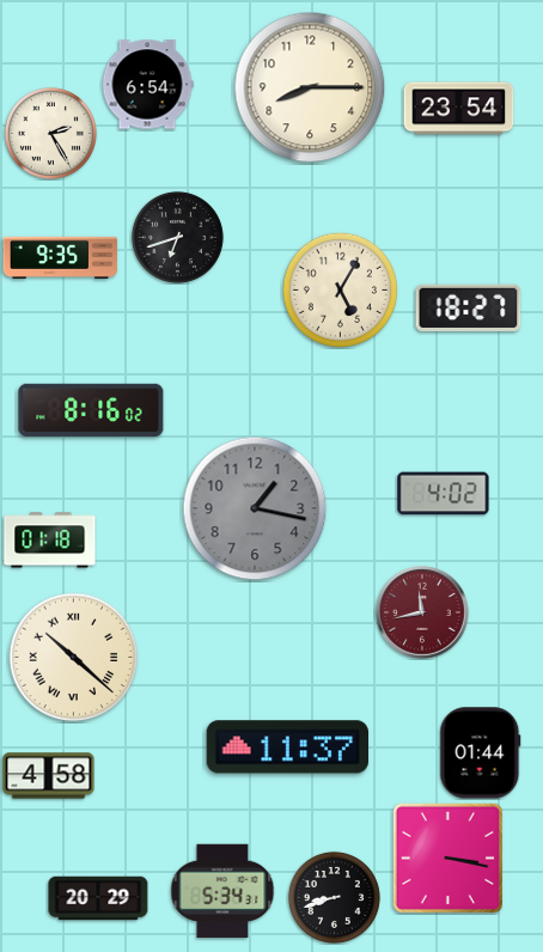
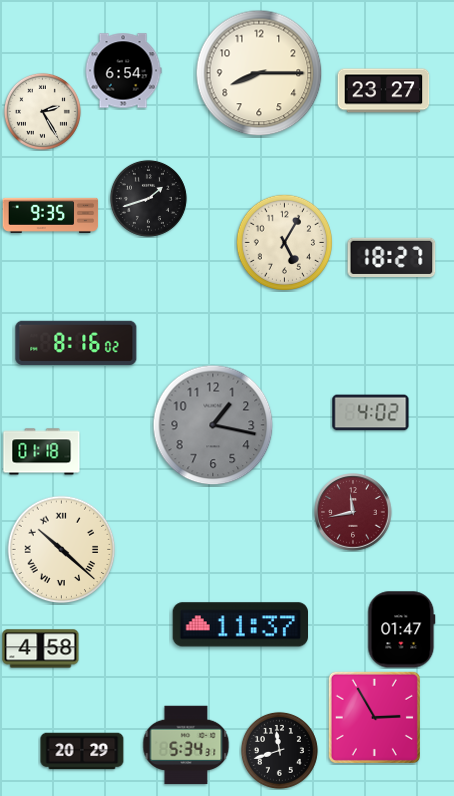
clock at (459, 109): 23:54 -> 23:27
clock at (177, 237): 6:42 -> 1:42
clock at (481, 753): 01:44 -> 01:47
clock at (447, 858): 3:17 -> 2:55
clock at (334, 897): 8:42 -> 11:42
